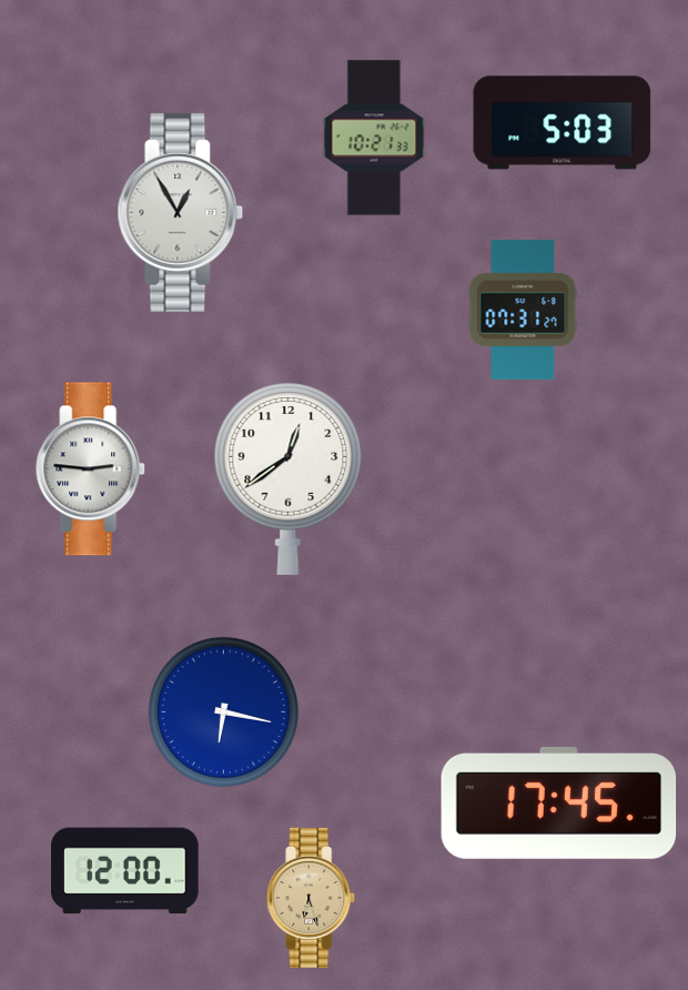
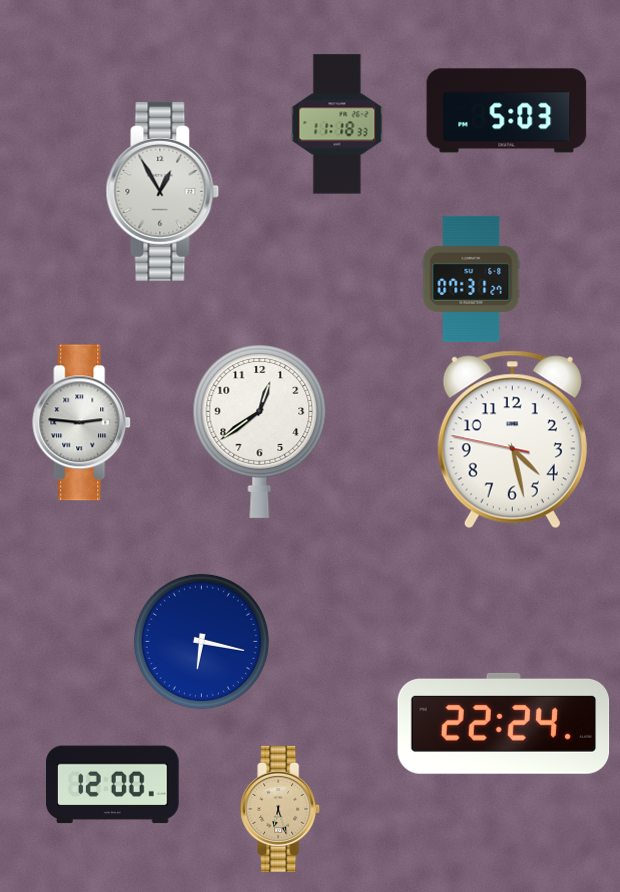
clock at (374, 138): 10:21 -> 11:18
clock at (512, 440): none -> 4:27
clock at (559, 802): 17:45 -> 22:24
